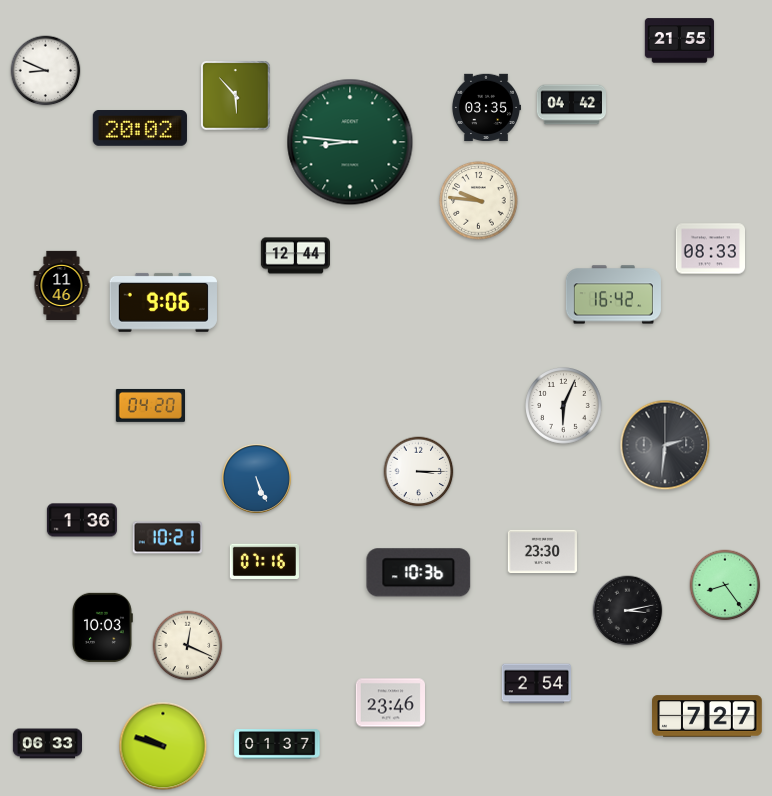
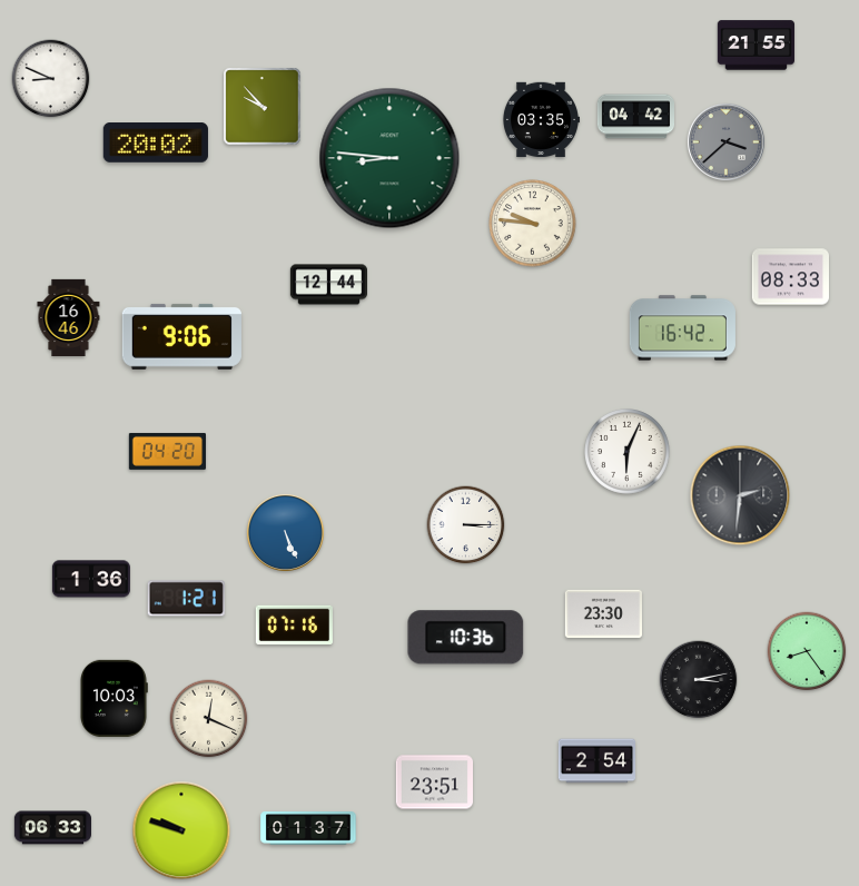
clock at (236, 96): 5:53 -> 9:53
clock at (725, 141): none -> 3:38
clock at (62, 285): 11:46 -> 16:46
clock at (167, 538): 10:21 -> 1:21
clock at (390, 703): 23:46 -> 23:51
clock at (707, 716): 7:27 -> none
